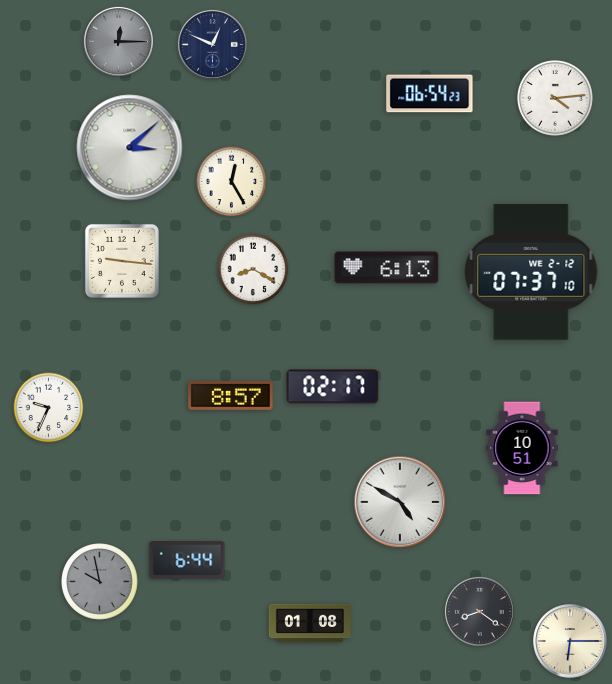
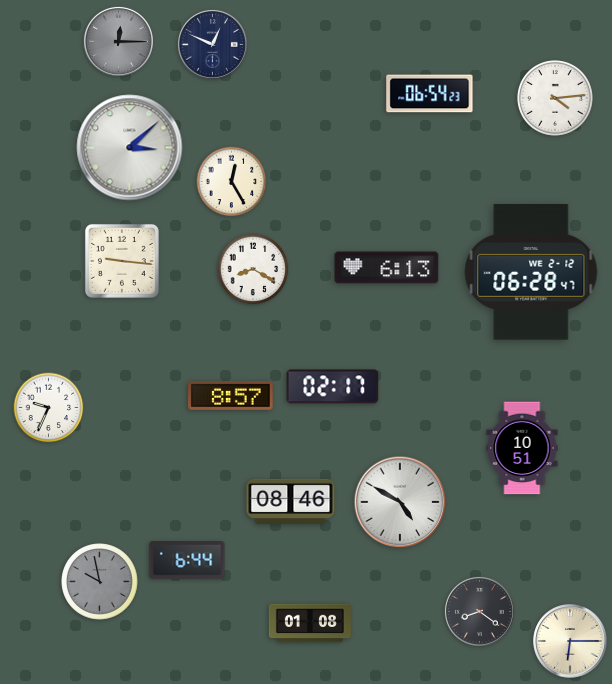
clock at (531, 272): 07:37 -> 06:28
clock at (291, 501): none -> 08:46
